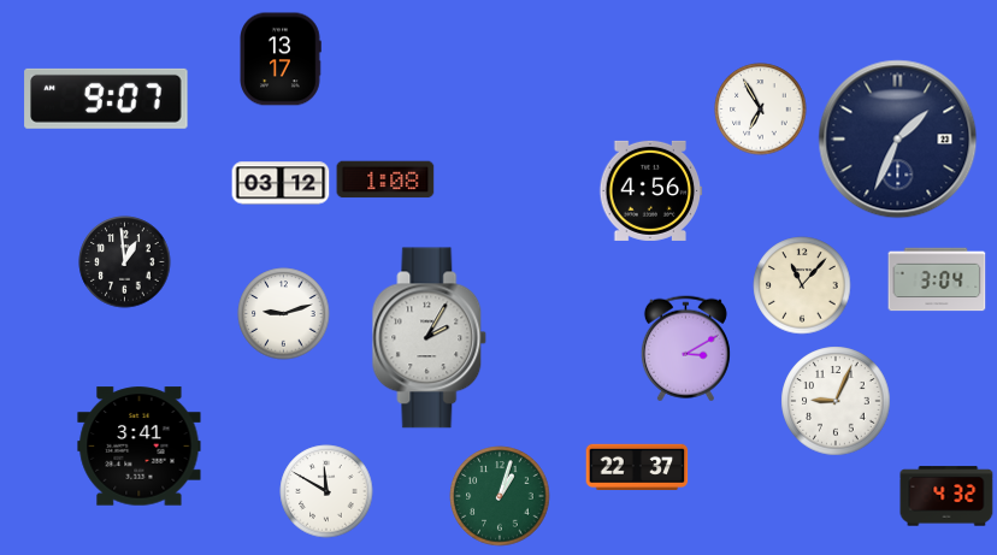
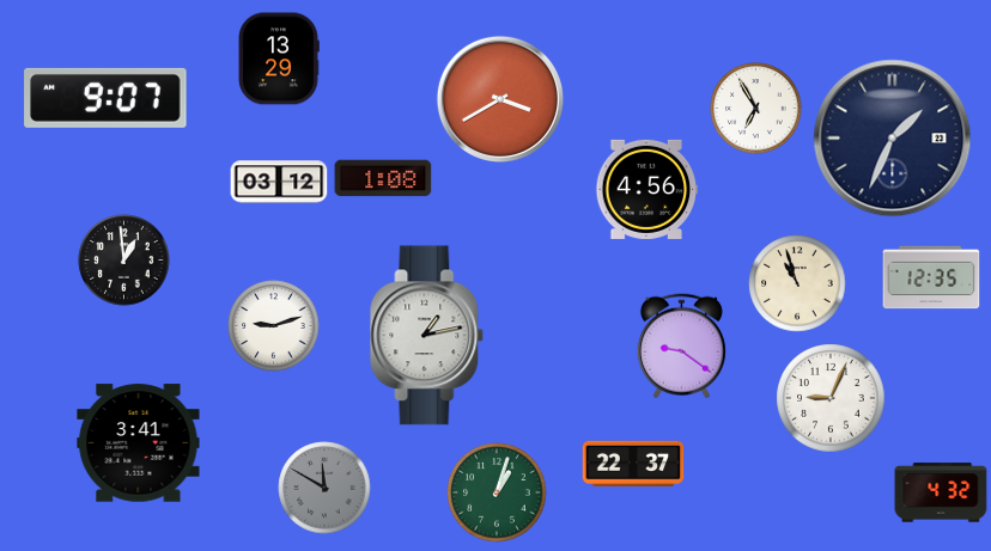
clock at (281, 59): 13:17 -> 13:29
clock at (500, 99): none -> 3:40
clock at (937, 279): 3:04 -> 12:35
clock at (802, 285): 11:07 -> 10:57
clock at (284, 314) position: (284, 314) -> (274, 326)
clock at (430, 338): 2:05 -> 1:13
clock at (685, 349): 3:10 -> 9:21
clock at (326, 491) dial: white -> grey
